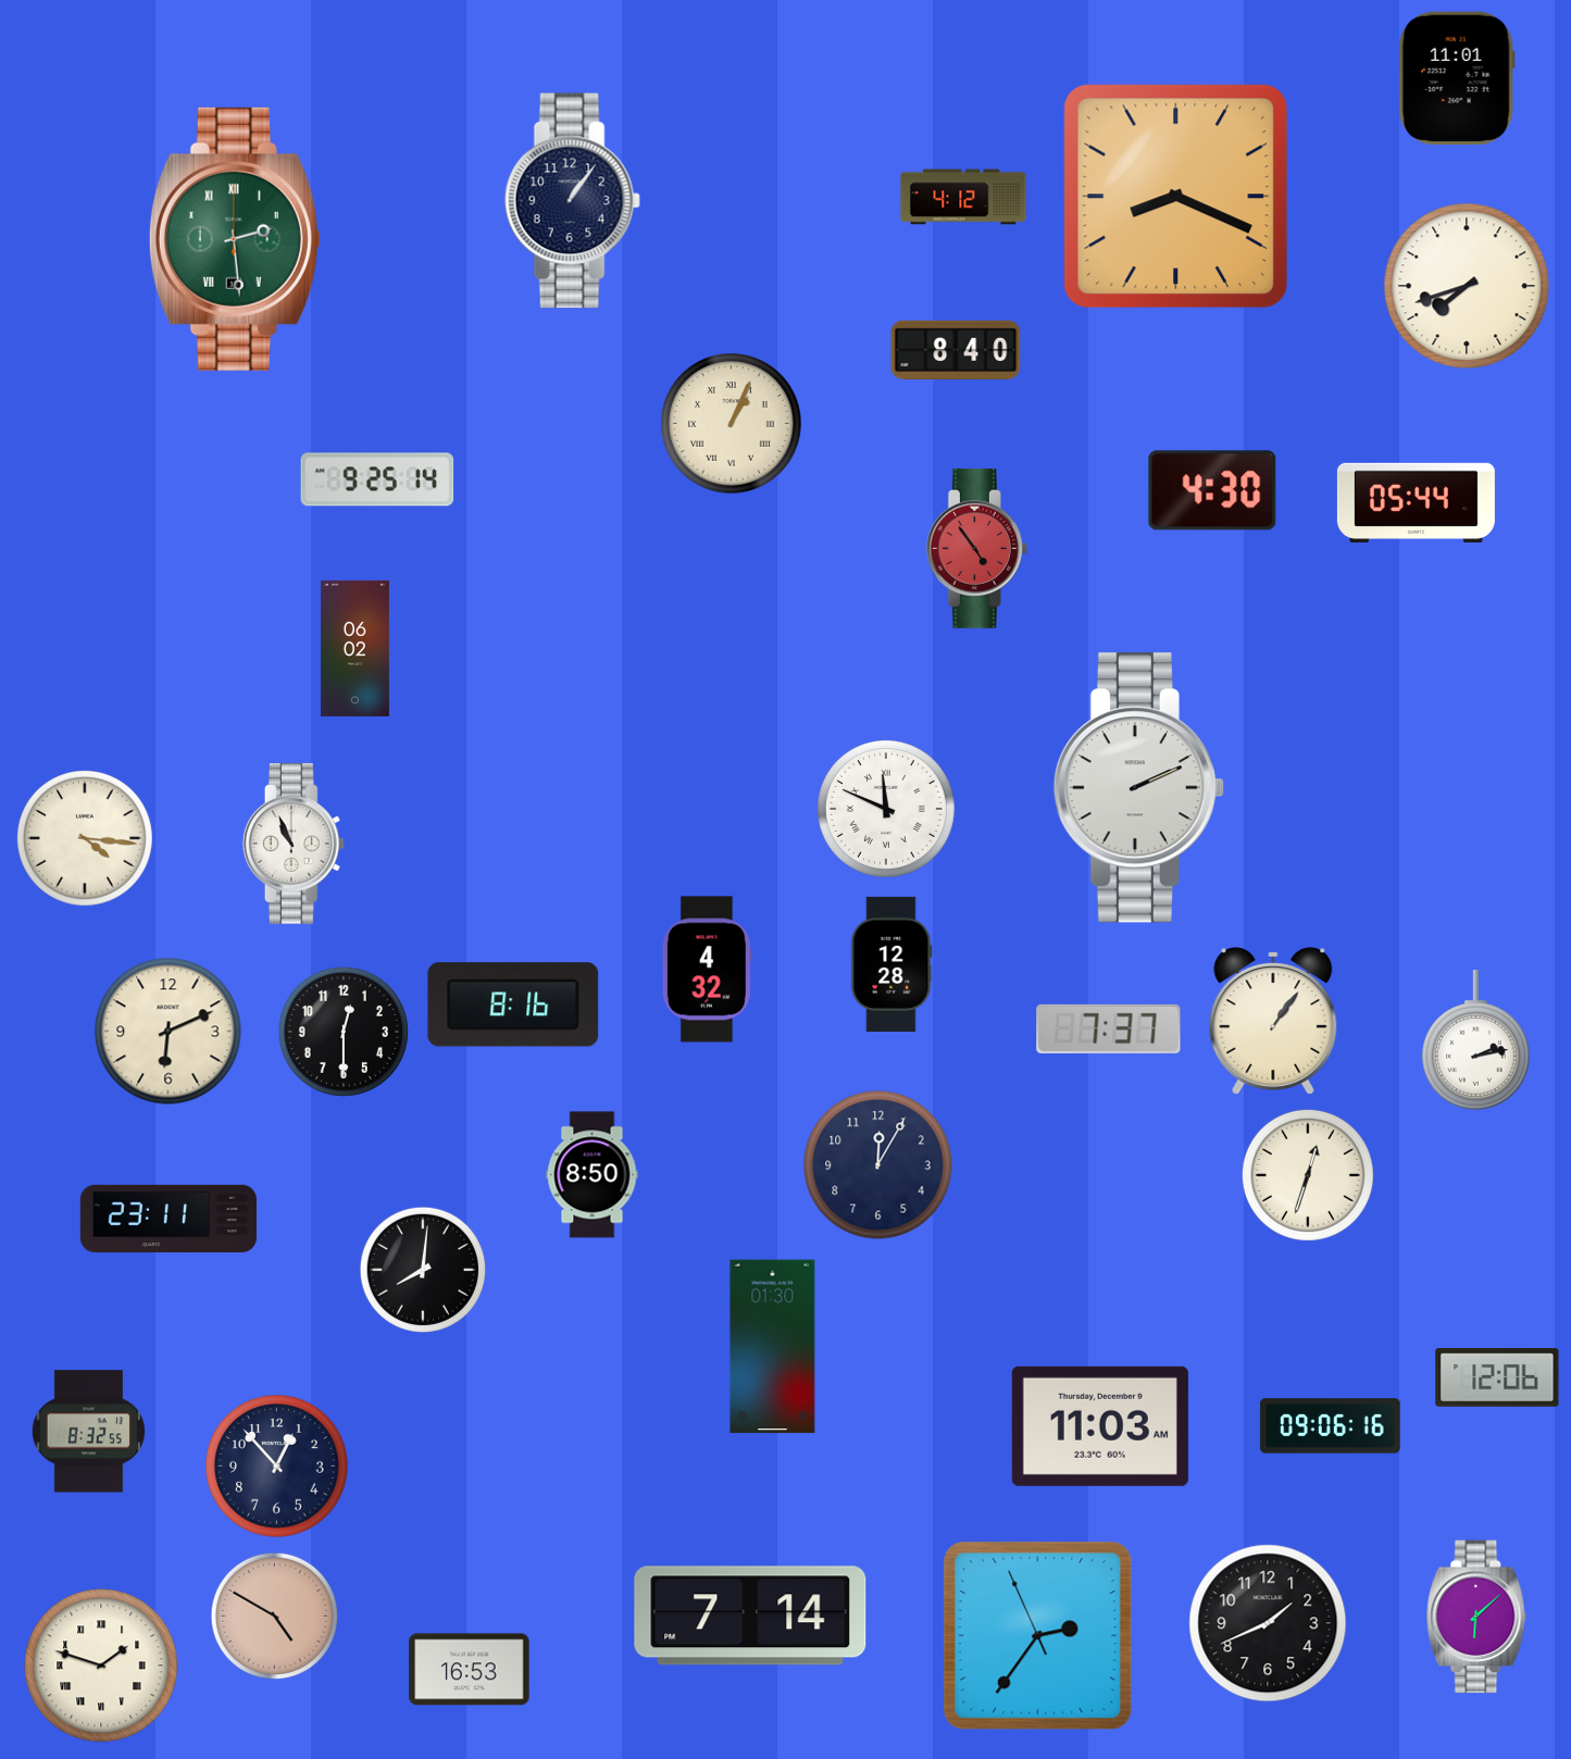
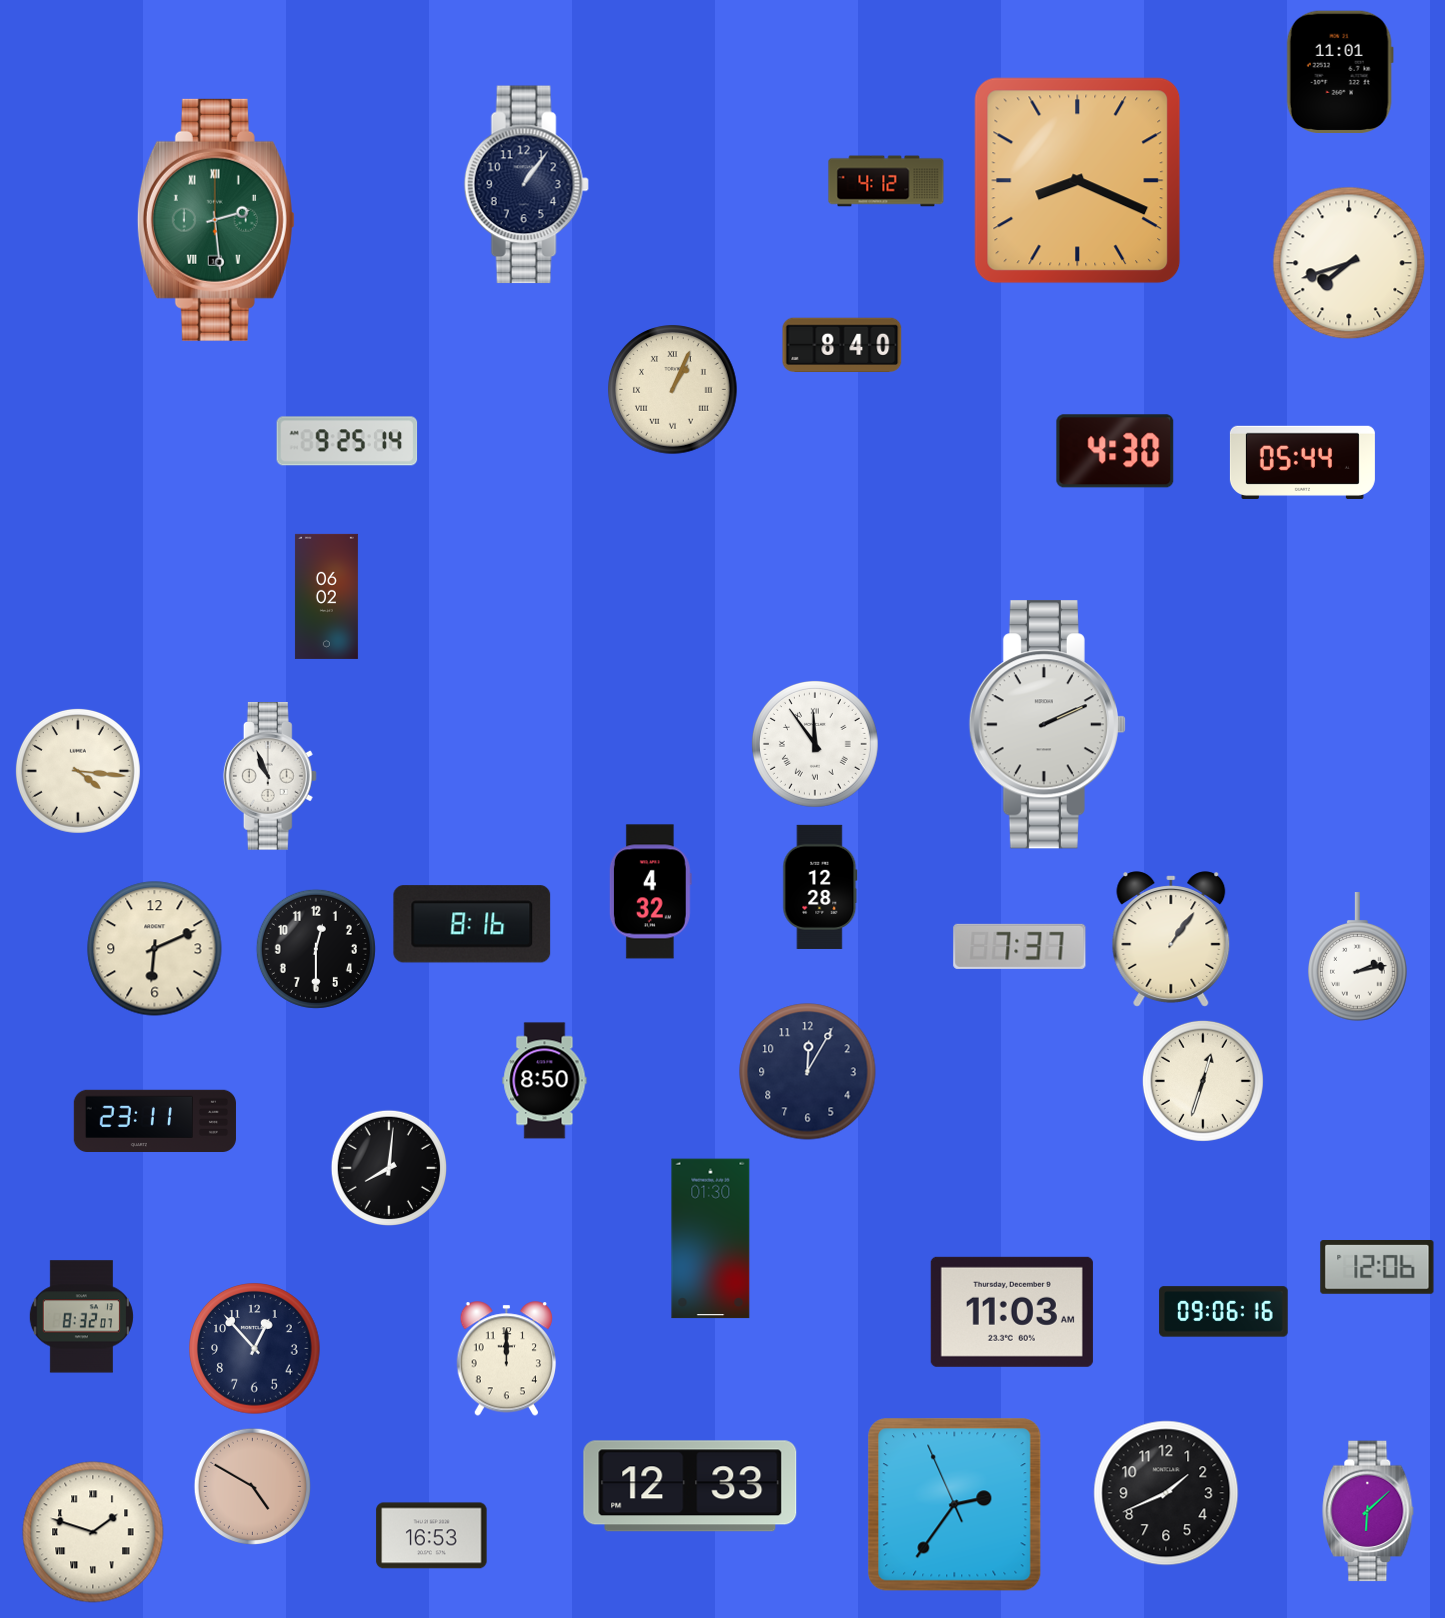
clock at (1176, 197) position: (1176, 197) -> (1078, 181)
clock at (956, 349) position: (956, 349) -> (842, 344)
clock at (976, 548): 4:54 -> none
clock at (886, 809): 11:49 -> 11:54
clock at (88, 1432): 8:32:55 -> 8:32:07
clock at (507, 1359): none -> 12:00
clock at (750, 1615): 7:14 -> 12:33
clock at (1476, 1617) position: (1476, 1617) -> (1368, 1511)
